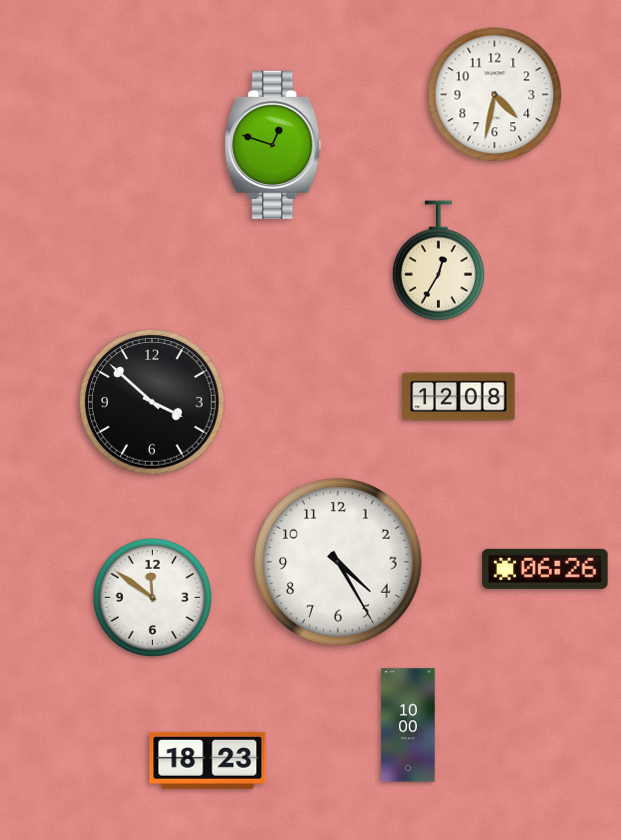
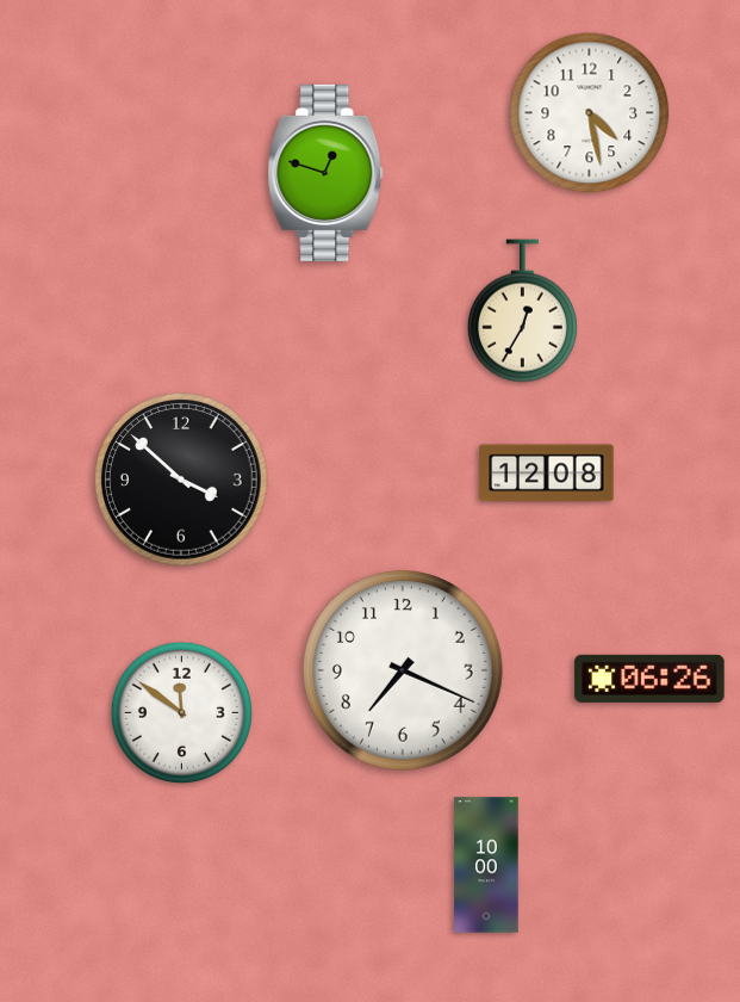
clock at (495, 95): 4:32 -> 4:28
clock at (338, 562): 4:25 -> 7:19
clock at (208, 760): 18:23 -> none
